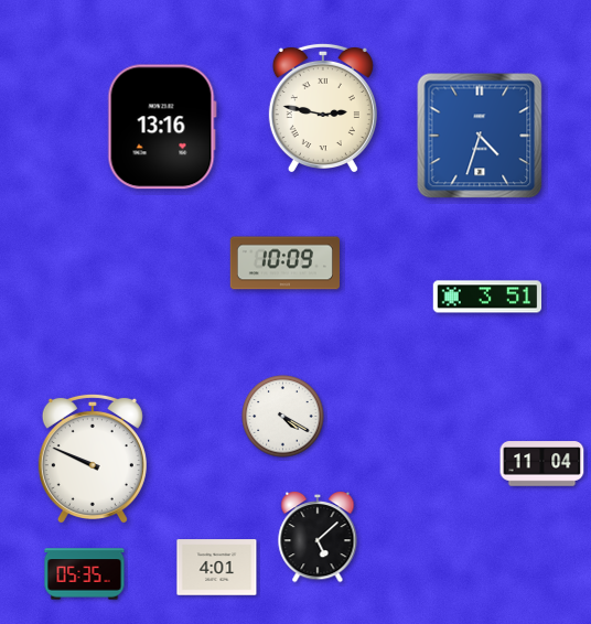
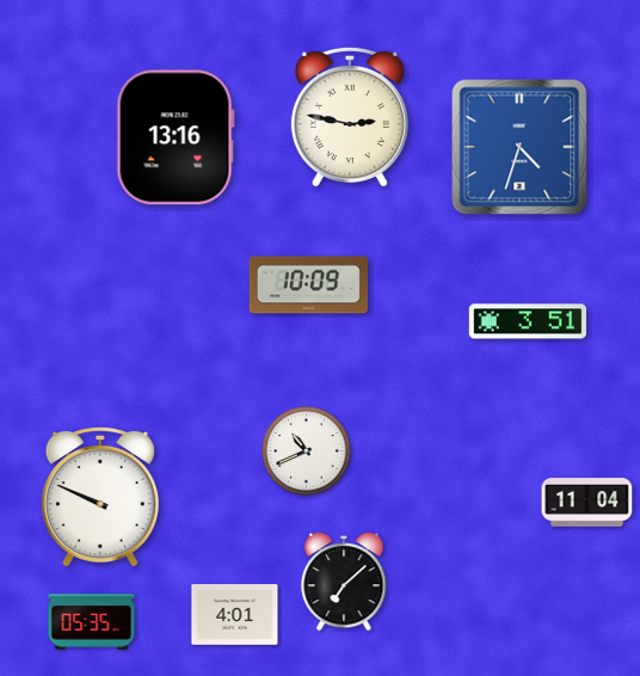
clock at (283, 417): 4:20 -> 10:41
clock at (318, 538): 5:08 -> 7:08
